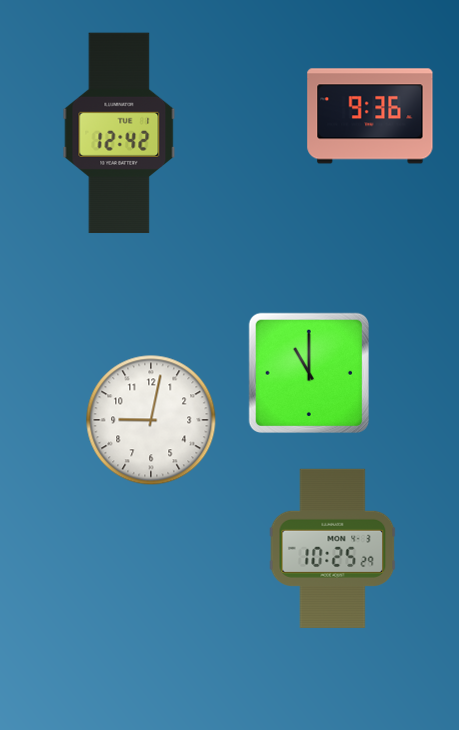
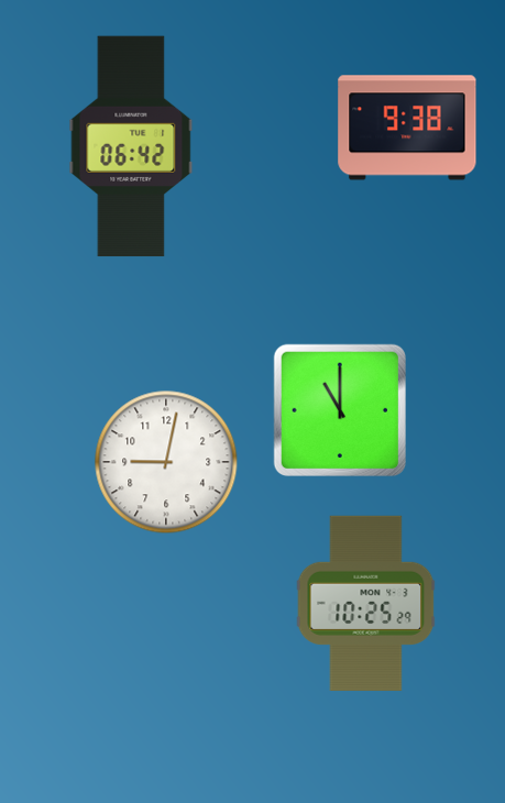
clock at (370, 116): 9:36 -> 9:38
clock at (119, 133): 12:42 -> 06:42
